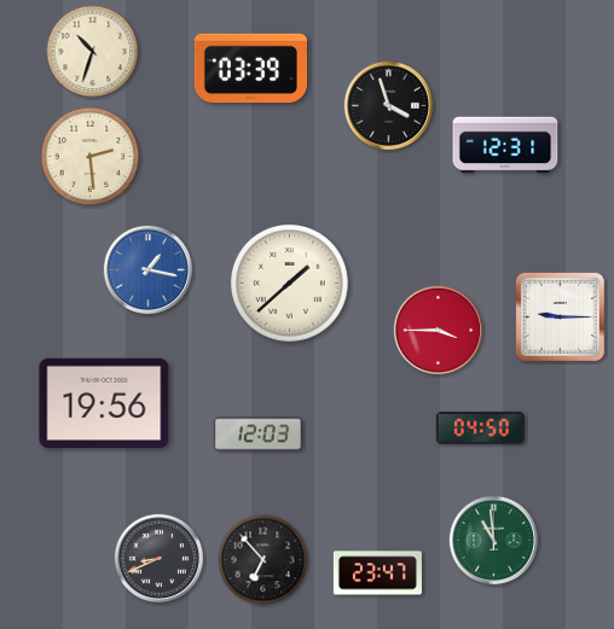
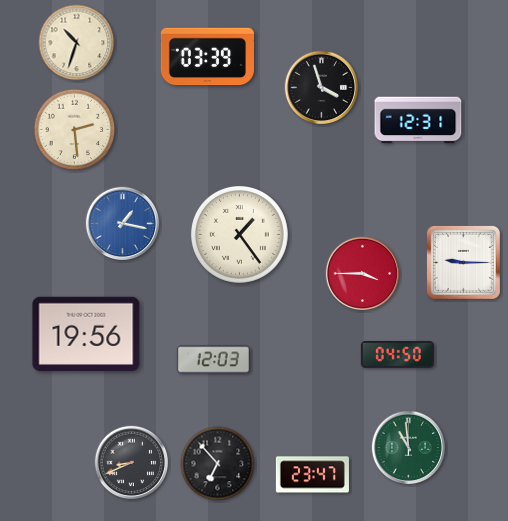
clock at (289, 283): 1:38 -> 1:24
